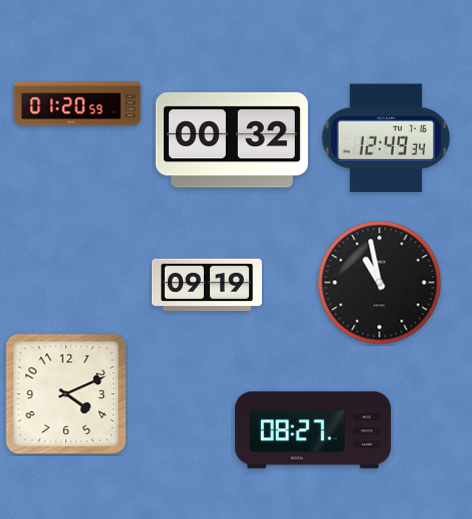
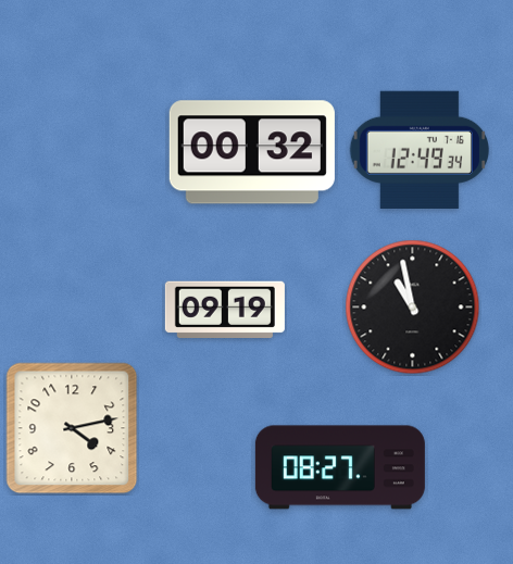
clock at (78, 104): 01:20 -> none
clock at (66, 394): 4:11 -> 4:13
